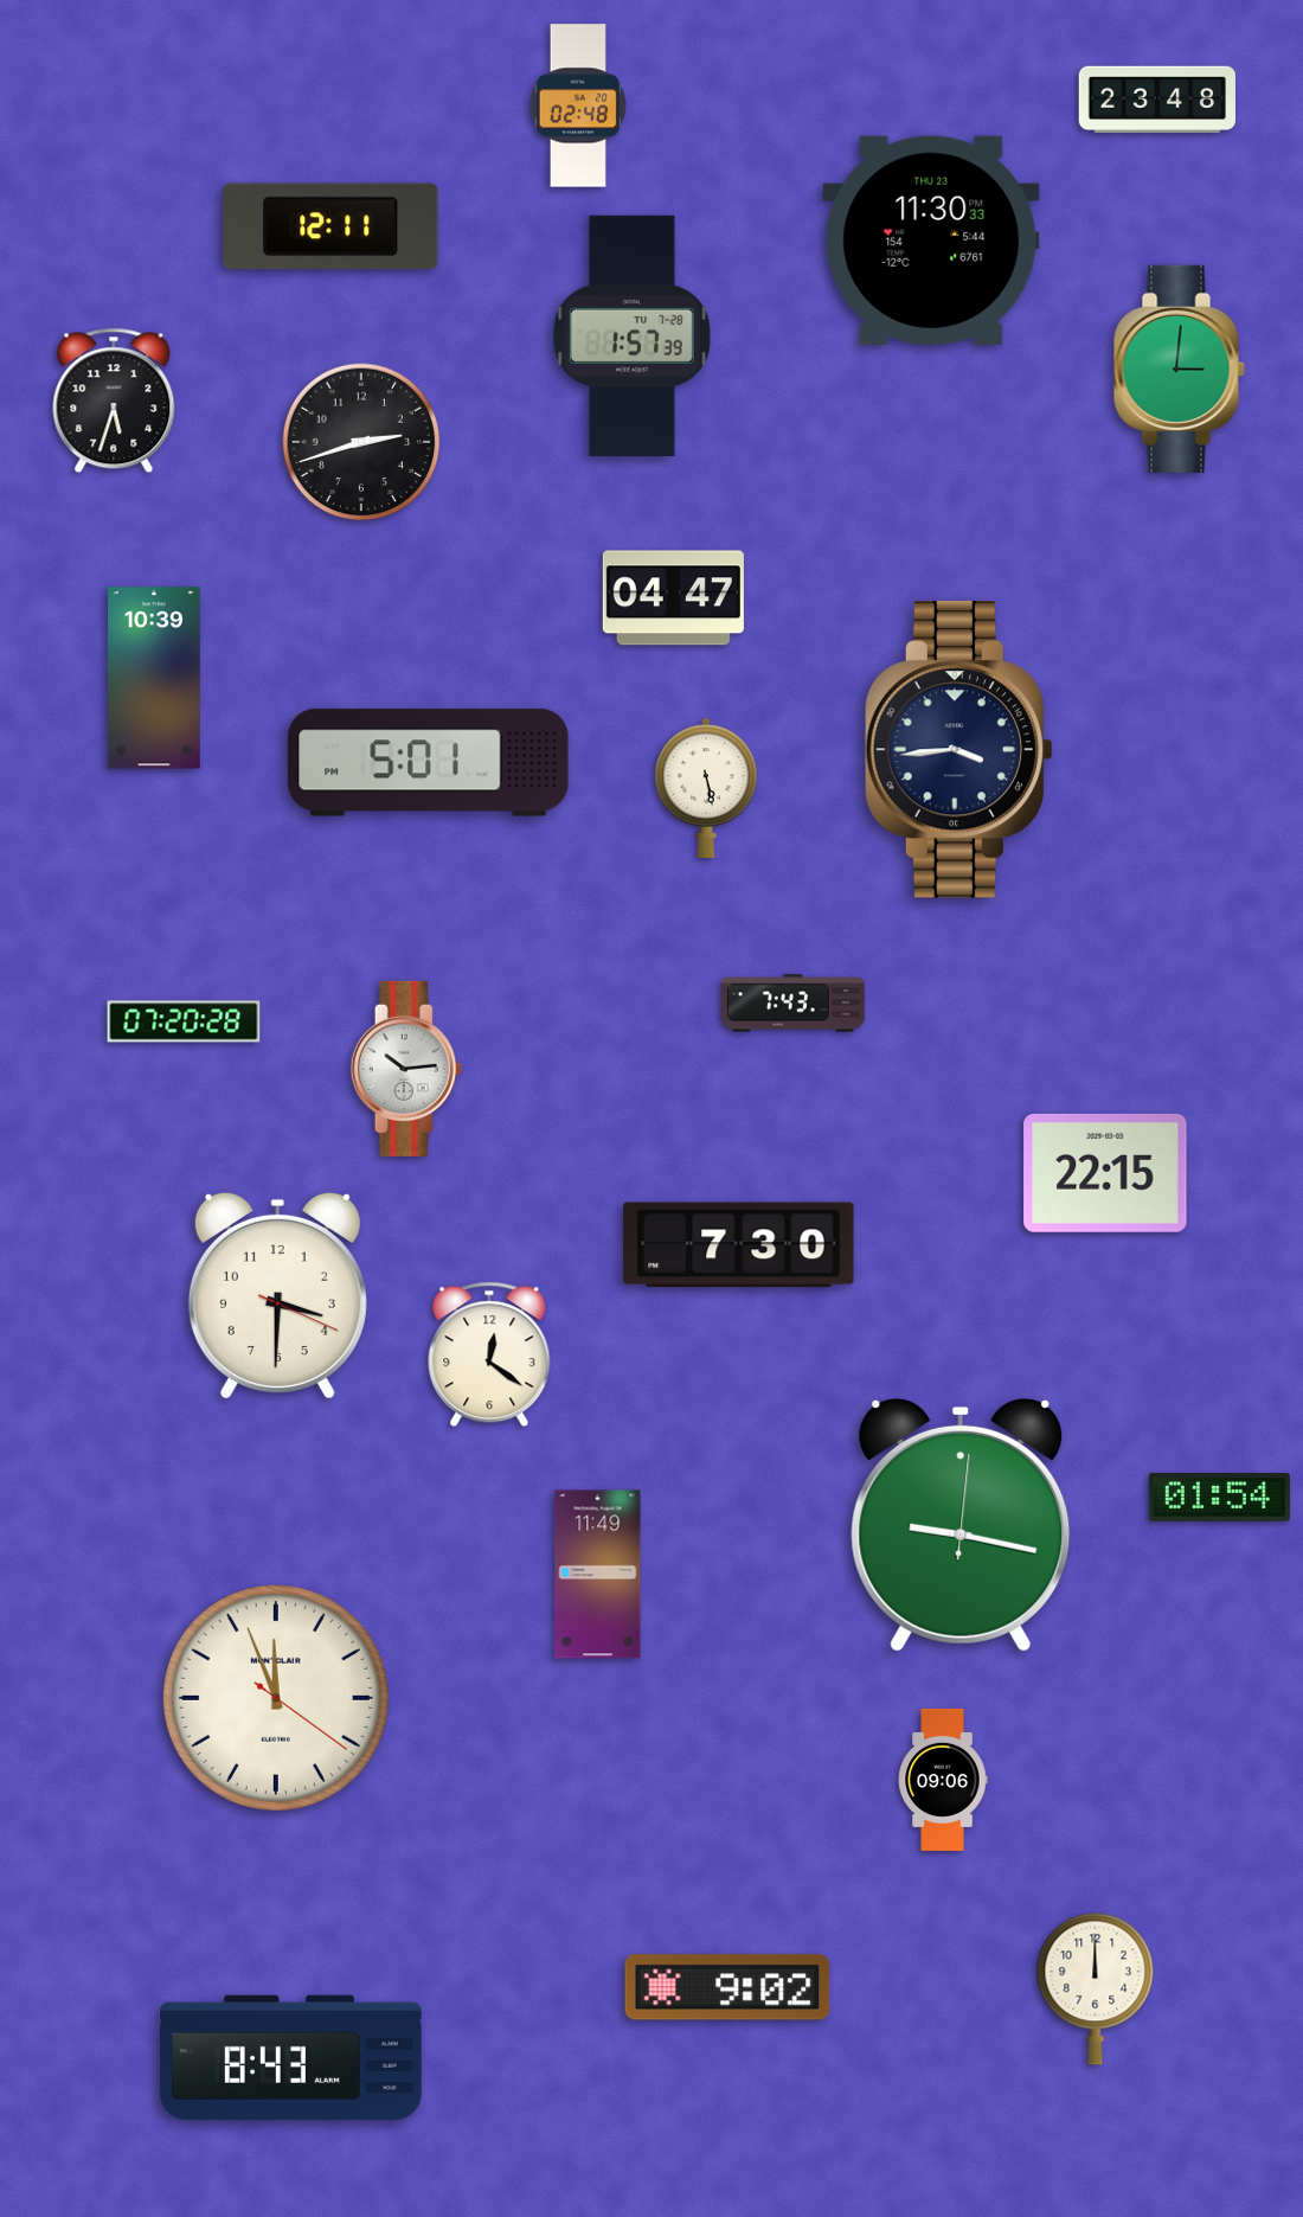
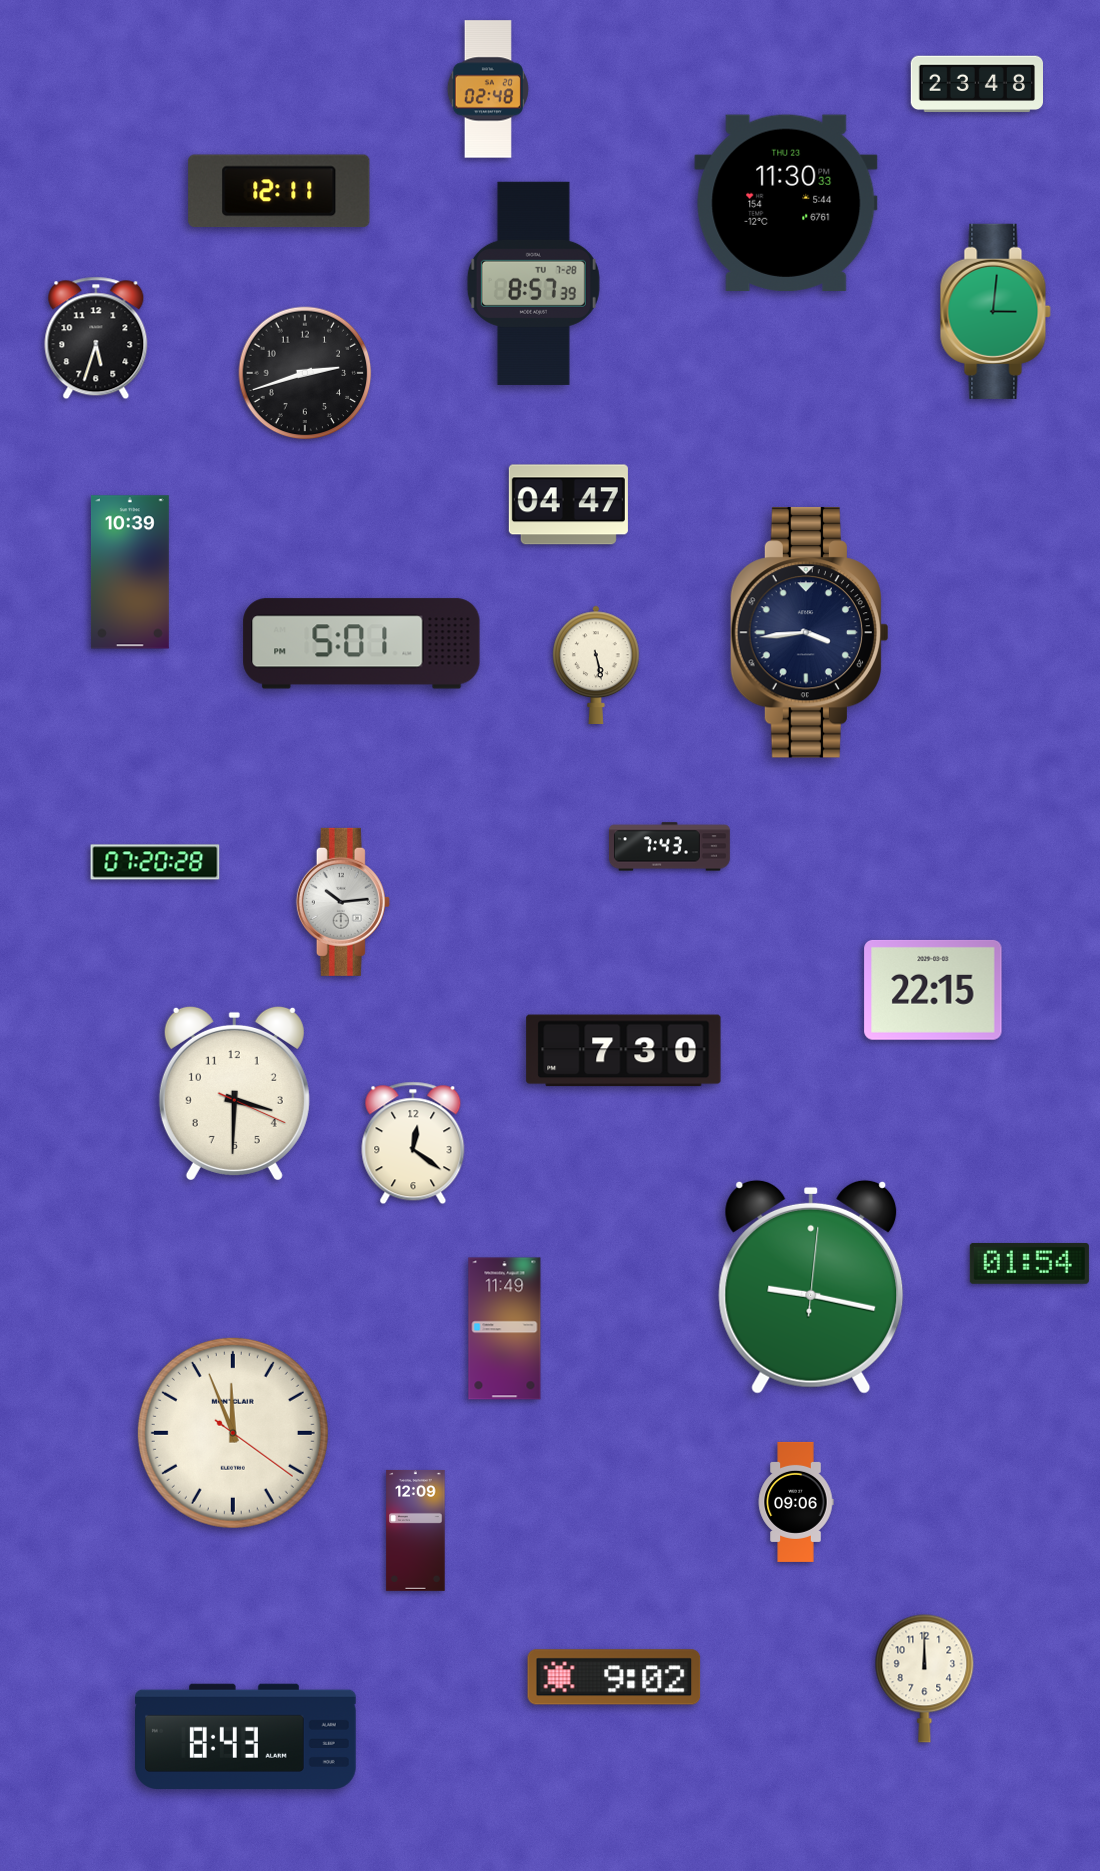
clock at (631, 335): 1:57 -> 8:57
clock at (416, 1530): none -> 12:09
